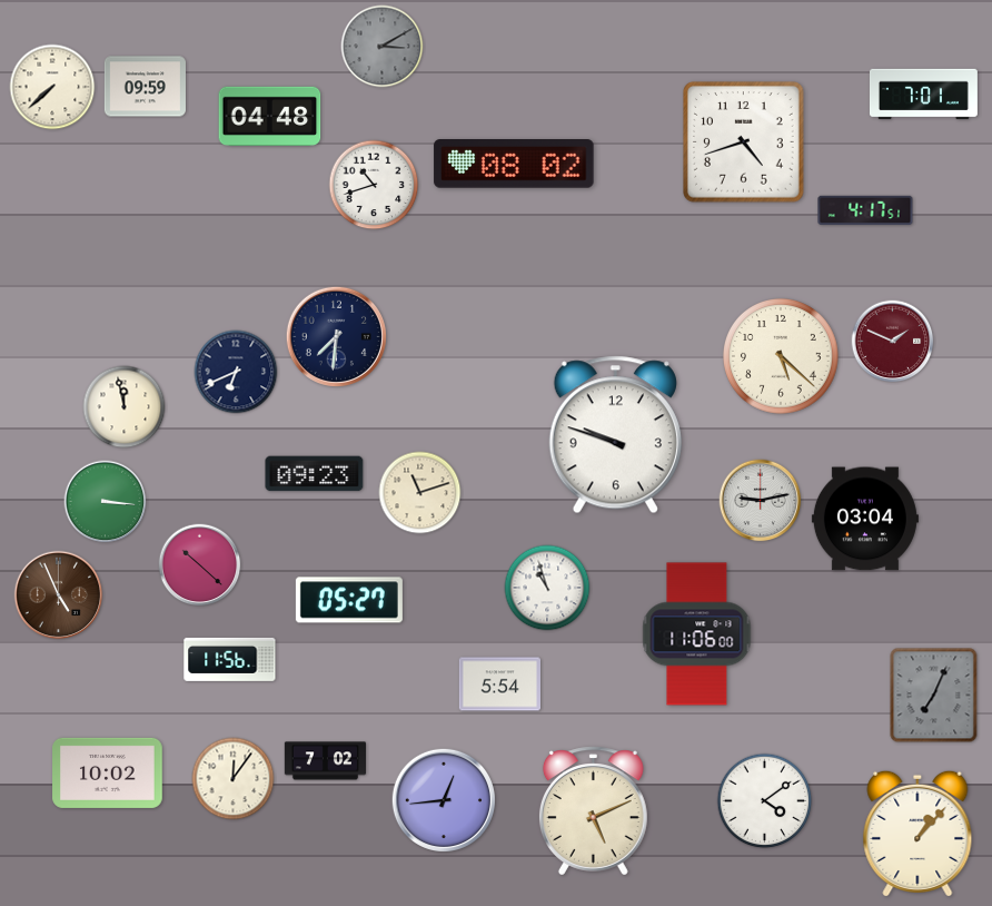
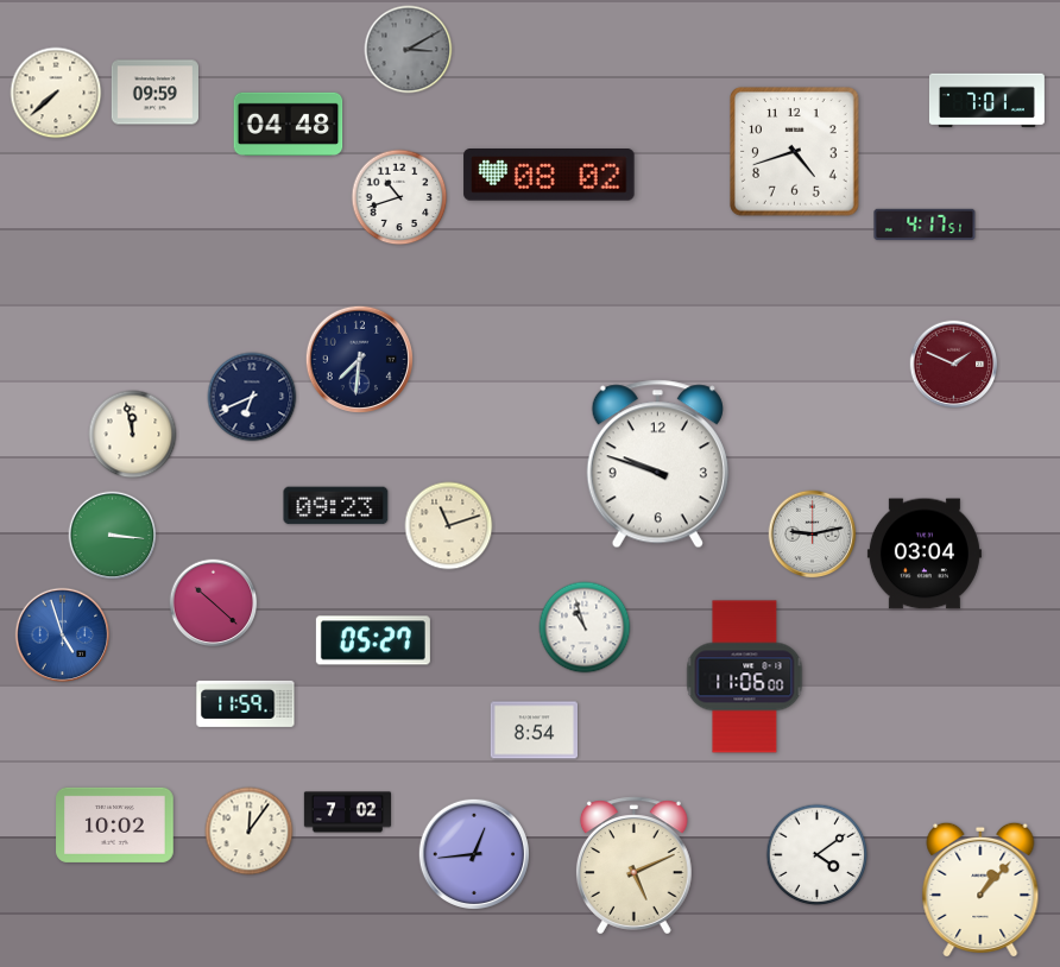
clock at (782, 357): 5:22 -> none
clock at (59, 595): 4:56 -> 4:57
clock at (59, 595) dial: brown -> blue
clock at (230, 659): 11:56 -> 11:59
clock at (499, 685): 5:54 -> 8:54
clock at (934, 696): 7:04 -> none
